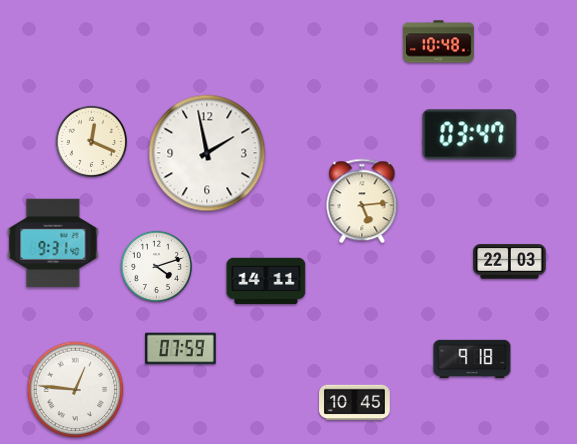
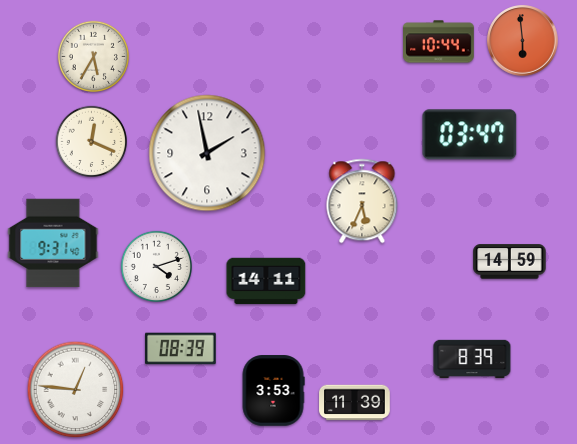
clock at (523, 41): none -> 5:59
clock at (439, 42): 10:48 -> 10:44
clock at (93, 56): none -> 5:35
clock at (362, 201): 5:14 -> 5:34
clock at (510, 262): 22:03 -> 14:59
clock at (181, 349): 07:59 -> 08:39
clock at (472, 359): 9:18 -> 8:39
clock at (273, 391): none -> 3:53
clock at (355, 403): 10:45 -> 11:39
